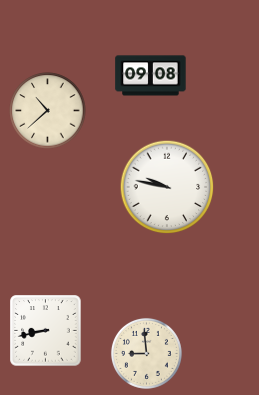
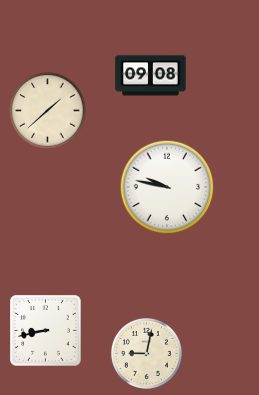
clock at (48, 111): 10:38 -> 1:38
clock at (146, 353): 8:59 -> 9:02
